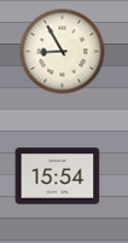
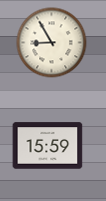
clock at (58, 177): 15:54 -> 15:59
